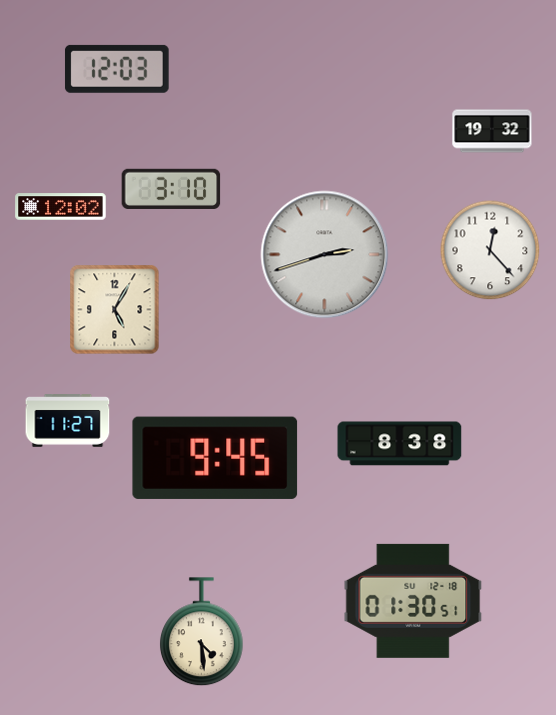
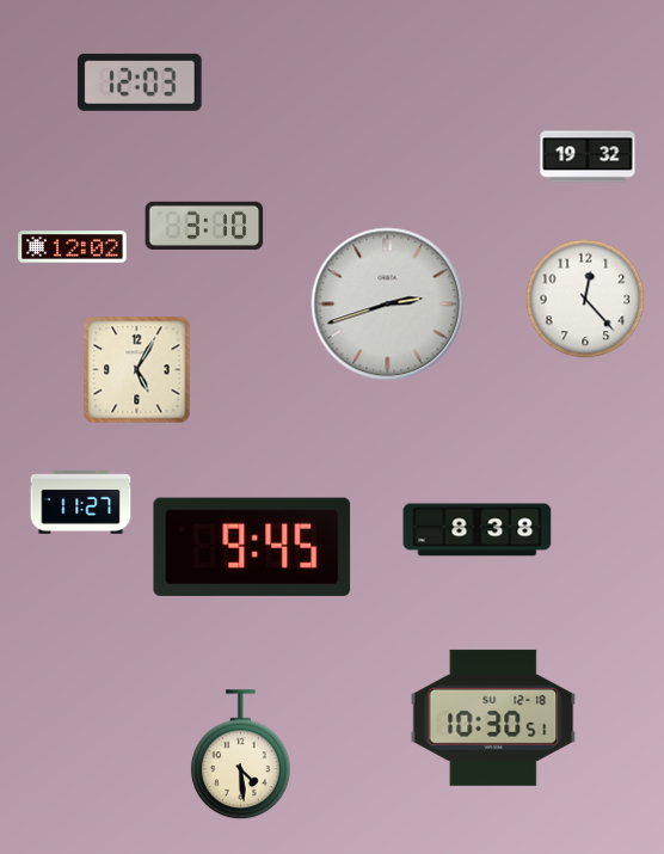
clock at (215, 458) position: (215, 458) -> (252, 547)
clock at (413, 601): 01:30 -> 10:30
